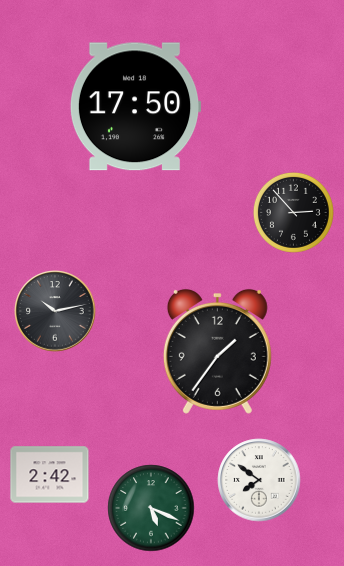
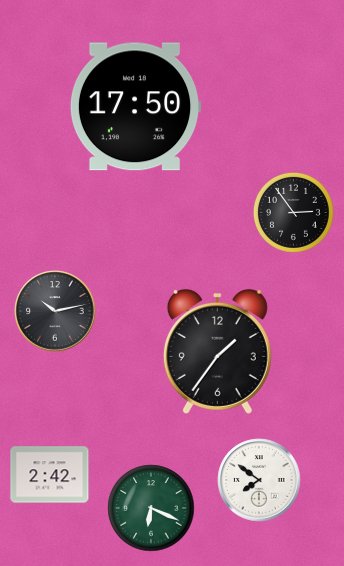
clock at (293, 212): 2:53 -> 2:54
clock at (151, 508): 5:19 -> 6:19
